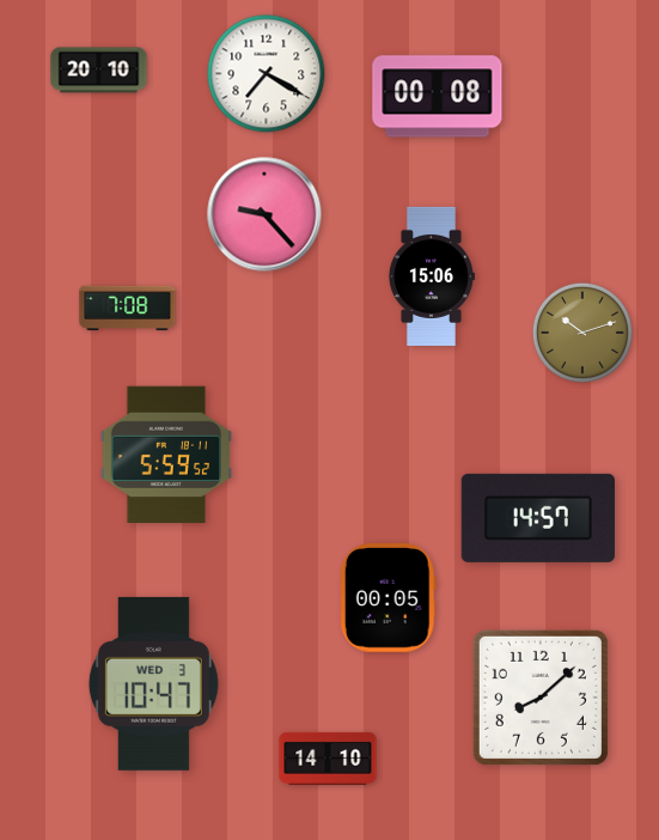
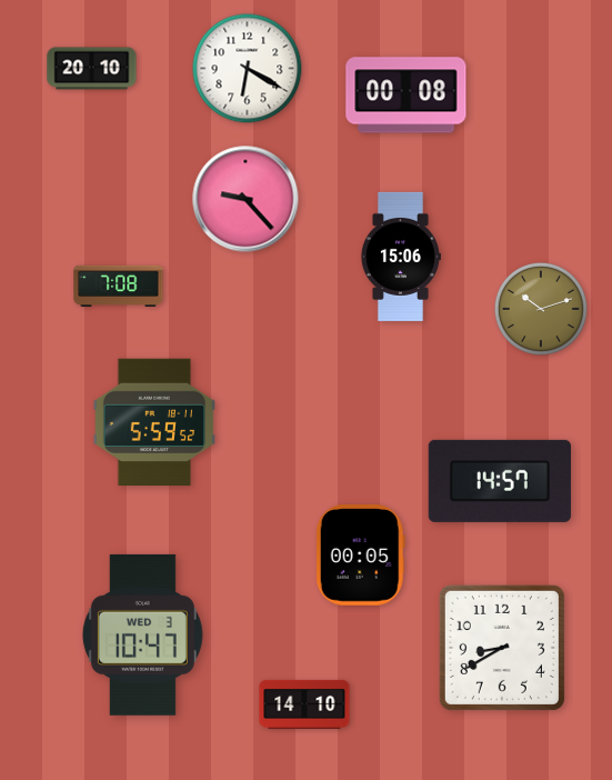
clock at (99, 71) position: (99, 71) -> (92, 69)
clock at (267, 74): 7:20 -> 6:20
clock at (438, 97) position: (438, 97) -> (407, 96)
clock at (541, 698): 8:08 -> 8:40
